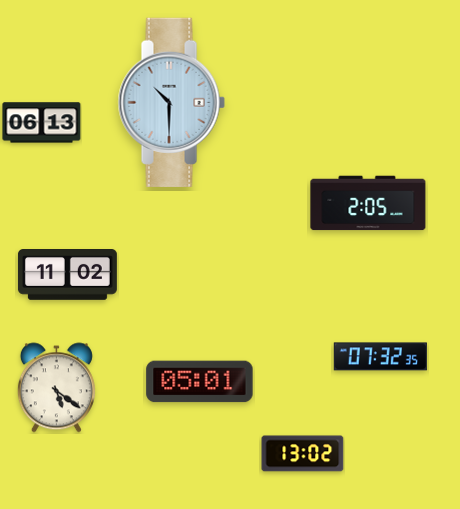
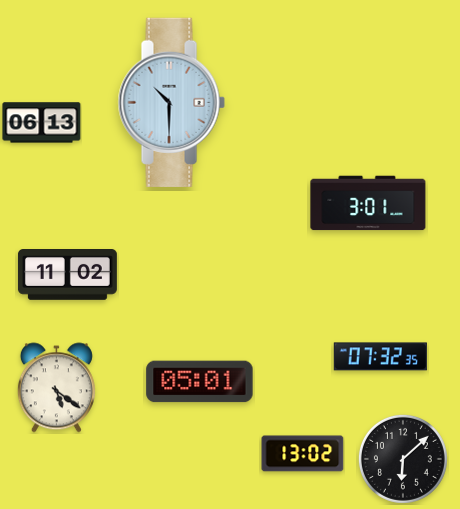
clock at (368, 203): 2:05 -> 3:01
clock at (403, 459): none -> 6:08
